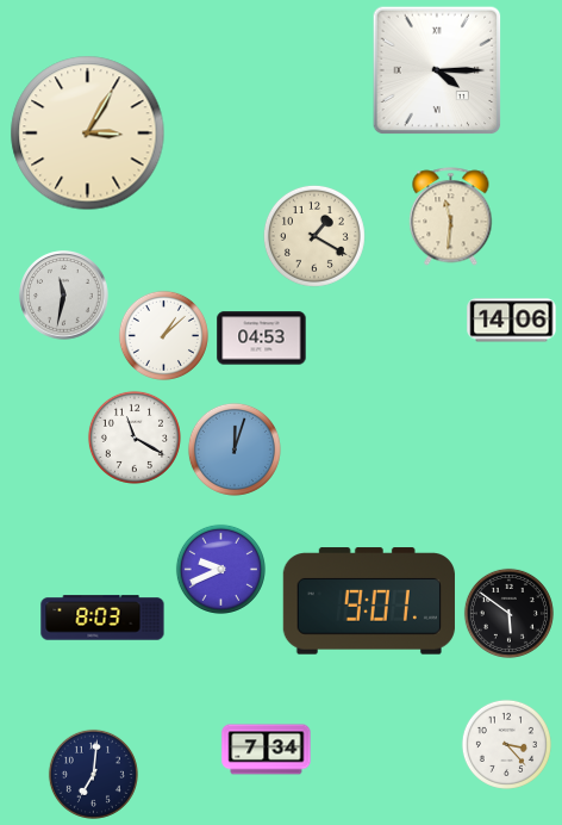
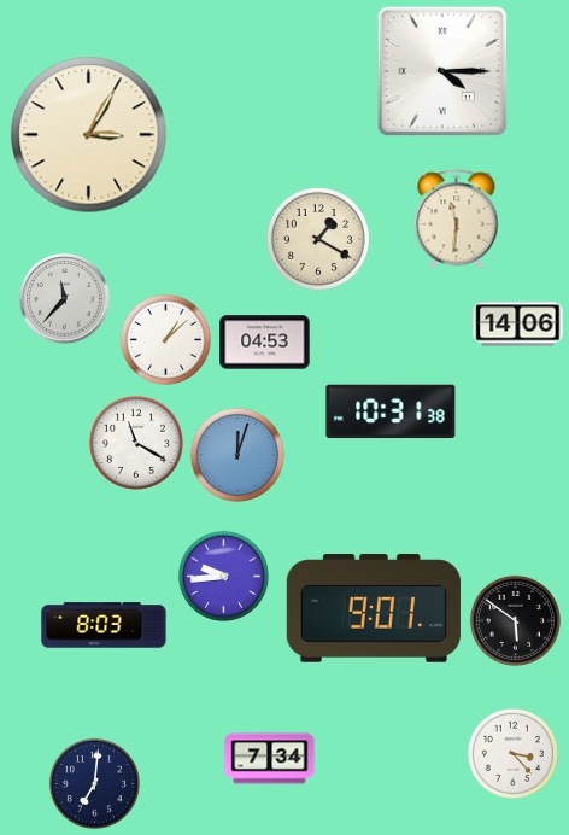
clock at (64, 296): 11:32 -> 11:37
clock at (391, 411): none -> 10:31
clock at (220, 569): 9:41 -> 9:44
